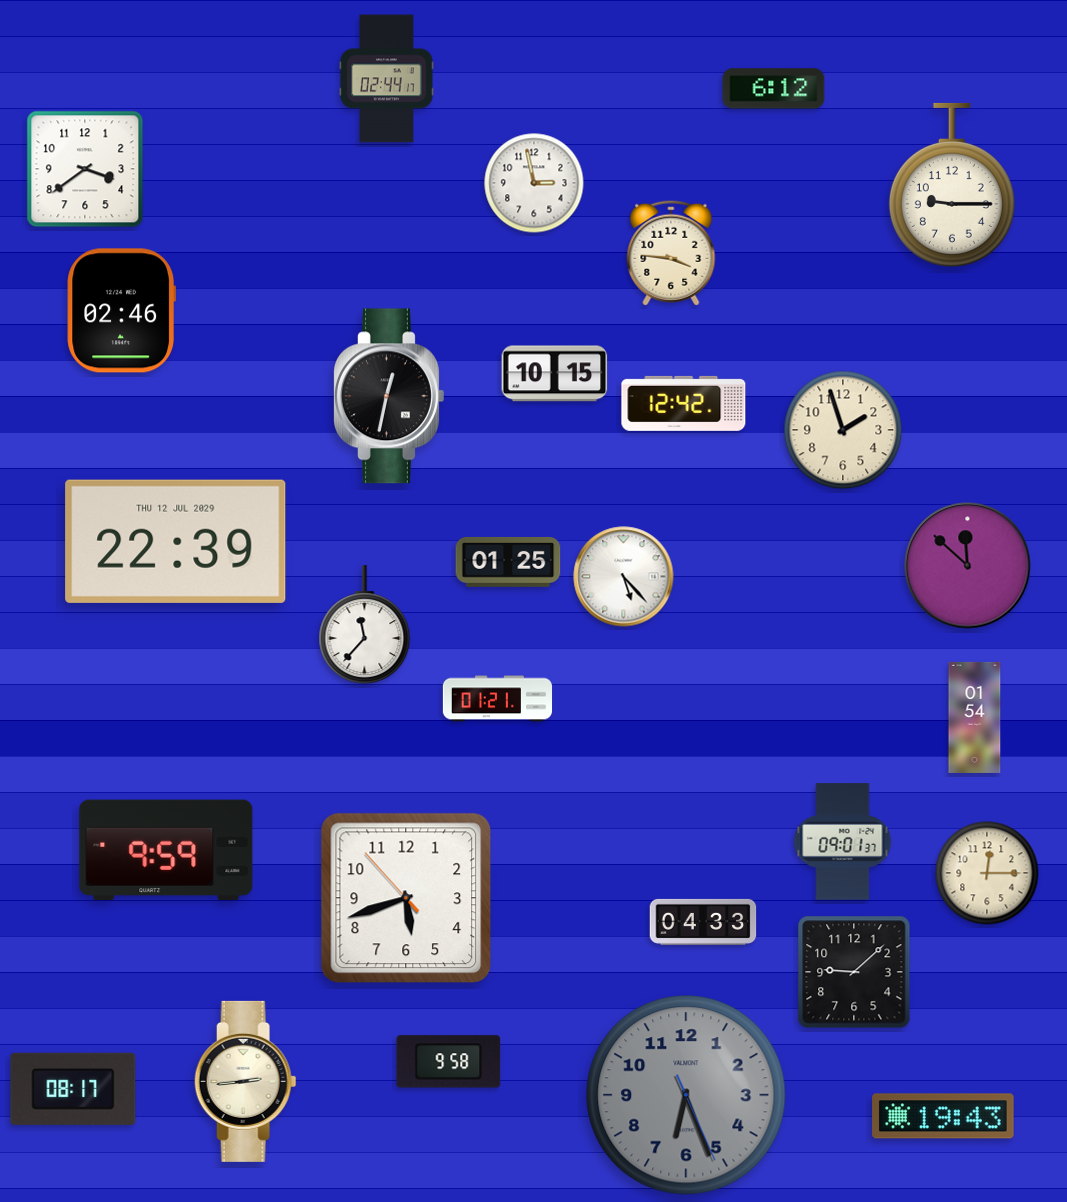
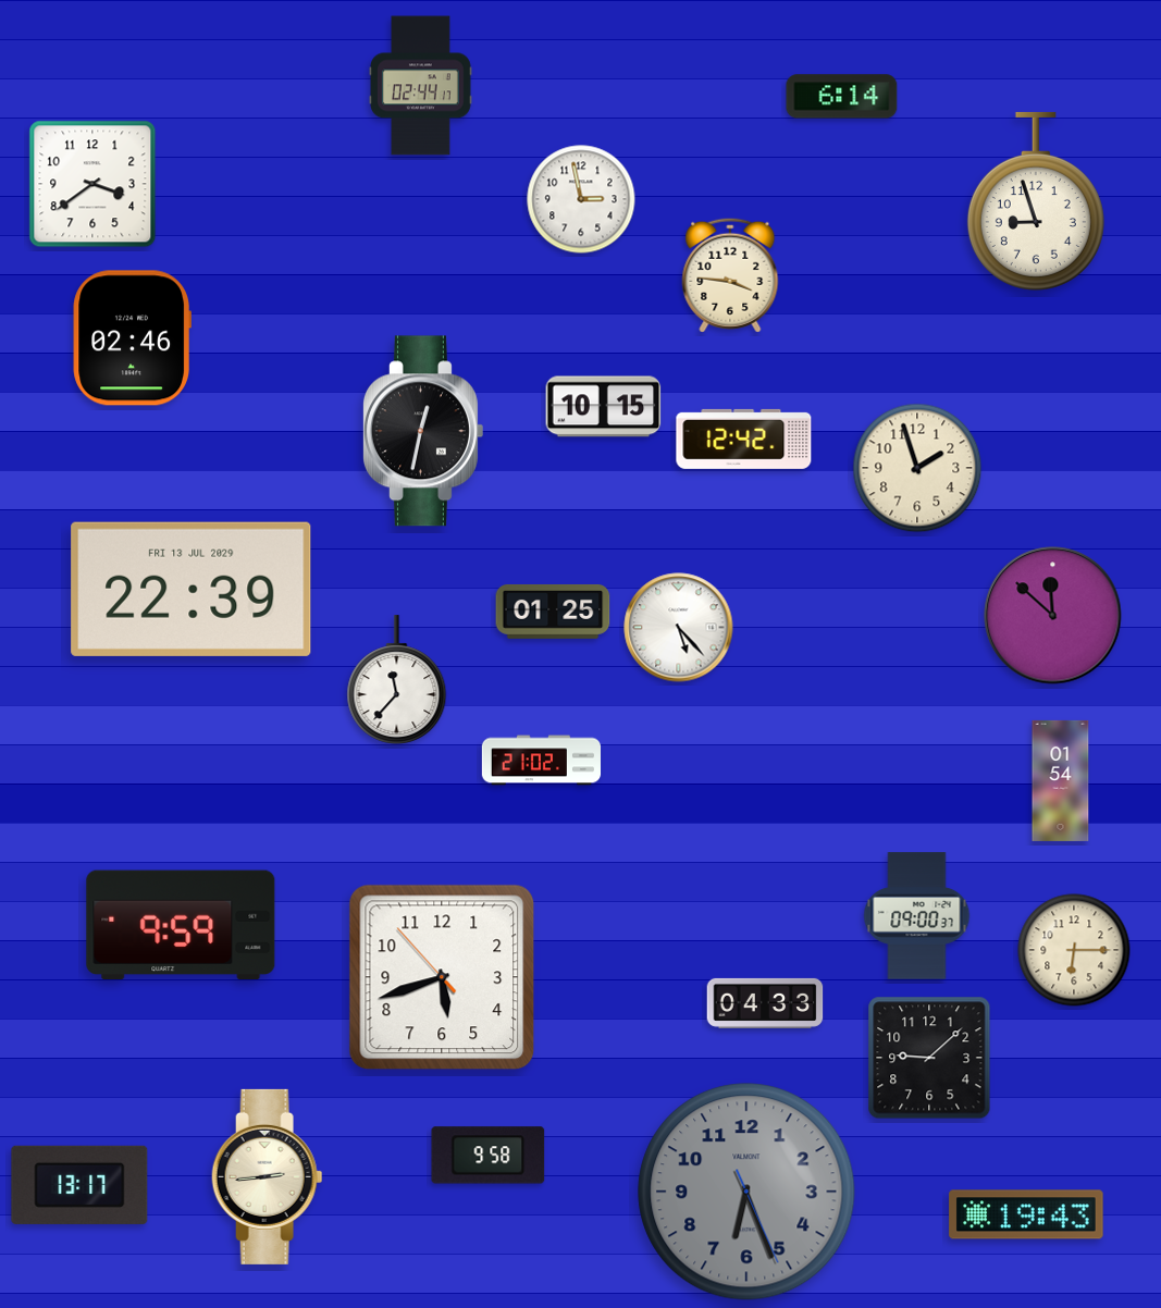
clock at (774, 89): 6:12 -> 6:14
clock at (952, 185): 9:15 -> 8:57
clock at (176, 541) date: THU 12 JUL 2029 -> FRI 13 JUL 2029
clock at (498, 699): 01:21 -> 21:02
clock at (843, 842): 09:01 -> 09:00
clock at (987, 873): 12:15 -> 6:15
clock at (73, 1089): 08:17 -> 13:17
